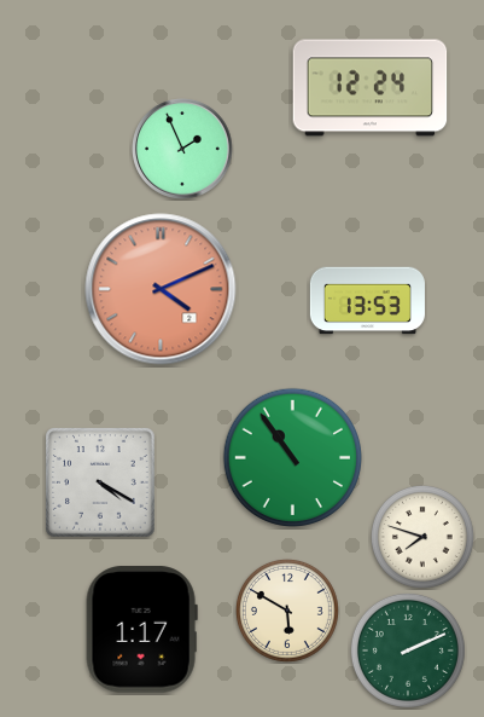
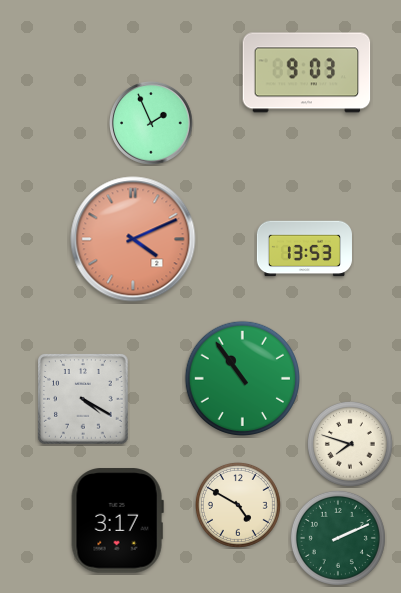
clock at (371, 88): 12:24 -> 9:03
clock at (287, 611): 5:50 -> 4:50
clock at (141, 630): 1:17 -> 3:17
